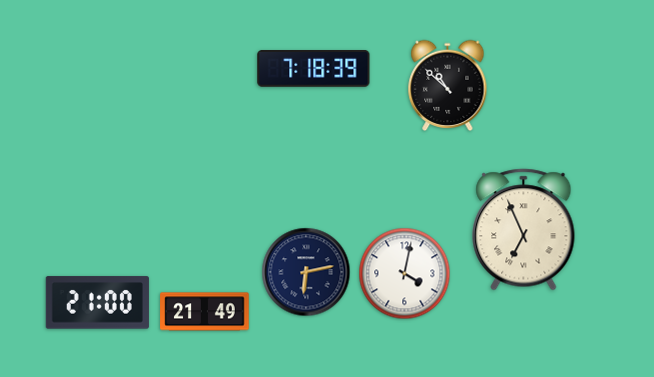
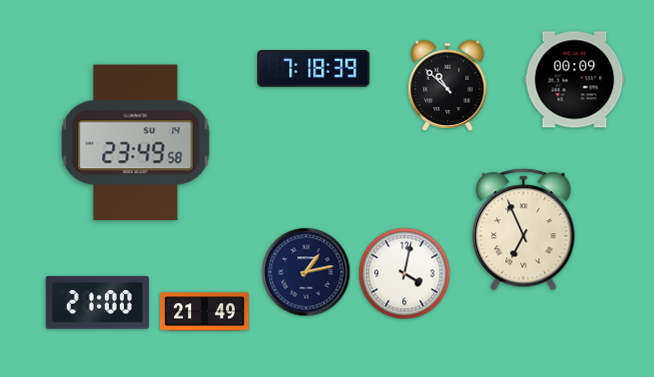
clock at (575, 80): none -> 00:09
clock at (136, 143): none -> 23:49
clock at (306, 272): 6:13 -> 1:13
